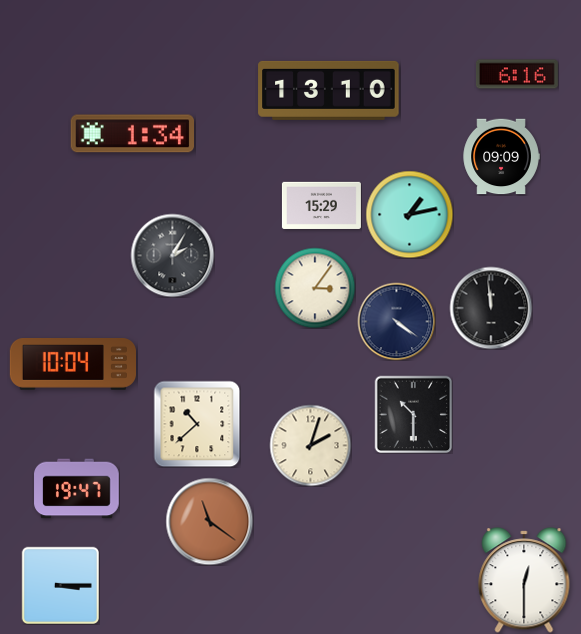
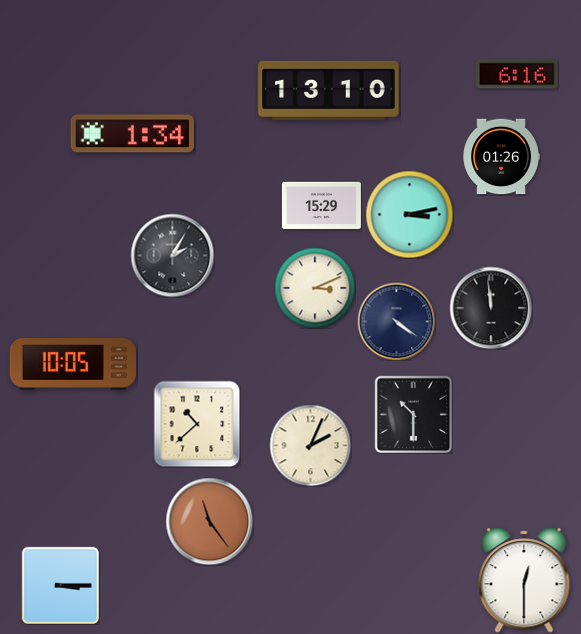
clock at (501, 157): 09:09 -> 01:26
clock at (409, 214): 1:13 -> 3:13
clock at (315, 288): 3:06 -> 3:11
clock at (72, 365): 10:04 -> 10:05
clock at (310, 445): 2:03 -> 2:04
clock at (77, 489): 19:47 -> none
clock at (209, 521): 11:21 -> 11:24
